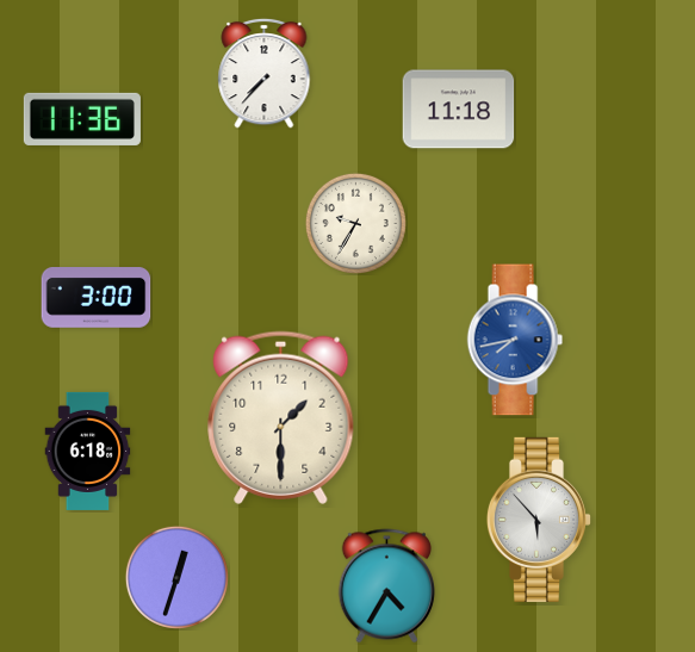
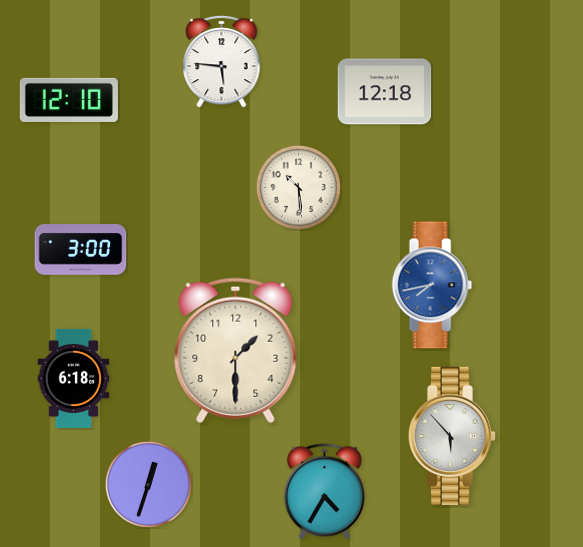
clock at (265, 73): 7:37 -> 5:46
clock at (459, 110): 11:18 -> 12:18
clock at (82, 119): 11:36 -> 12:10
clock at (355, 223): 9:35 -> 10:29
